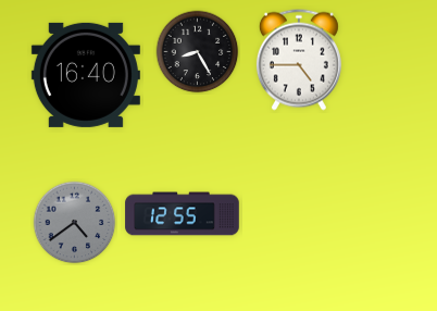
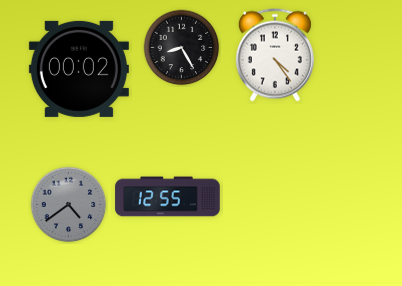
clock at (299, 60): 4:45 -> 4:24
clock at (86, 75): 16:40 -> 00:02
